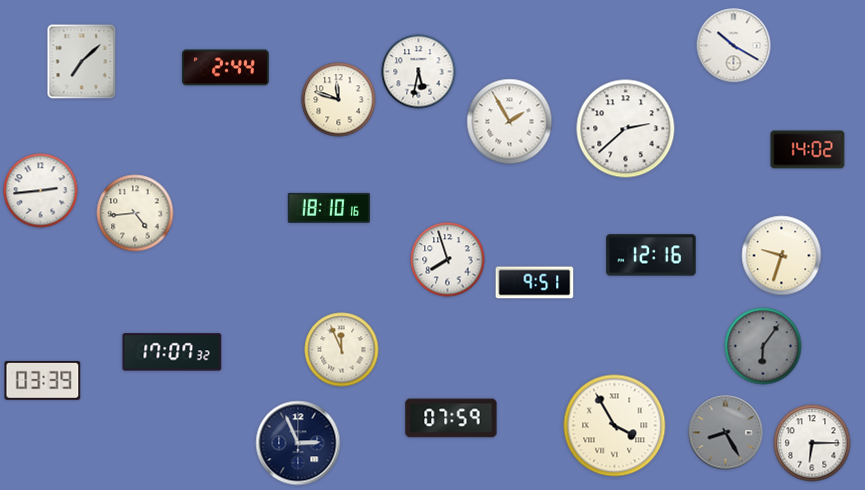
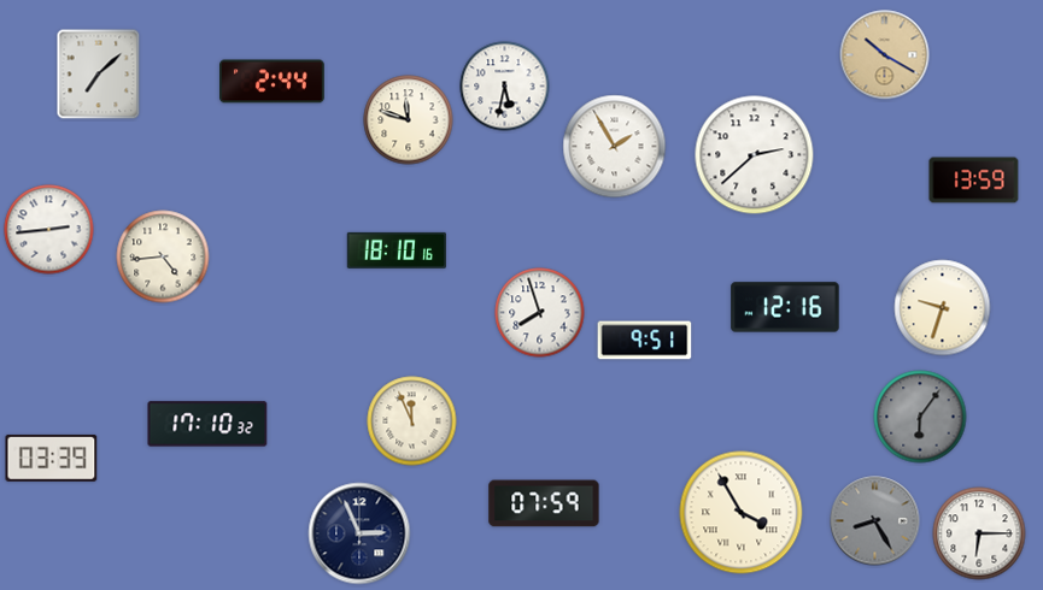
clock at (734, 46) dial: white -> champagne
clock at (808, 150): 14:02 -> 13:59
clock at (172, 352): 17:07 -> 17:10
